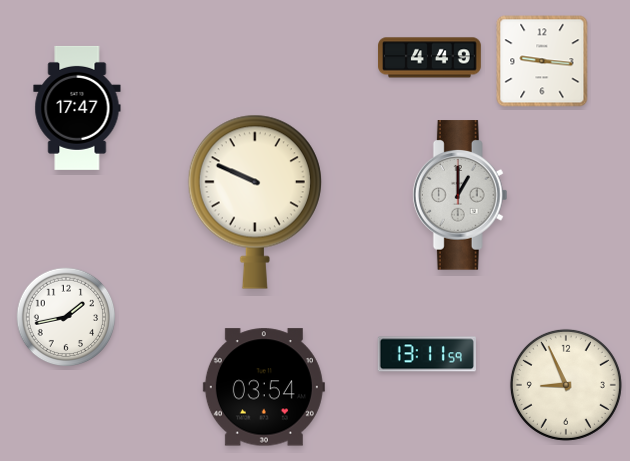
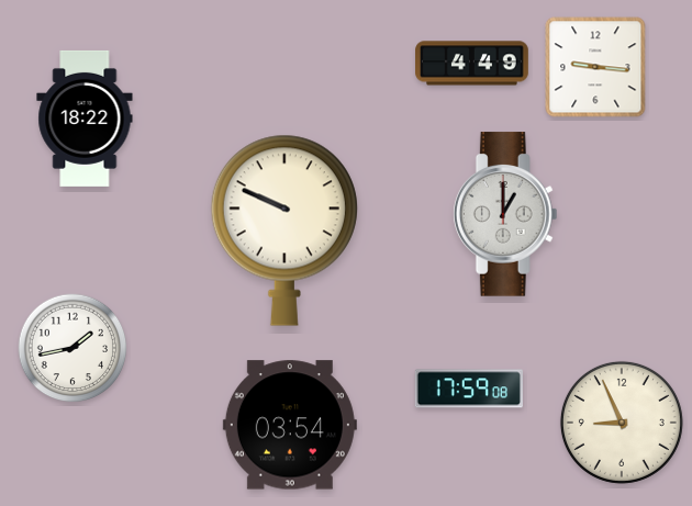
clock at (77, 108): 17:47 -> 18:22
clock at (255, 202) position: (255, 202) -> (284, 230)
clock at (427, 354): 13:11 -> 17:59
